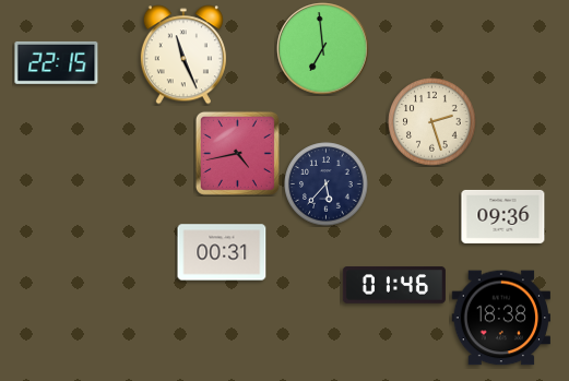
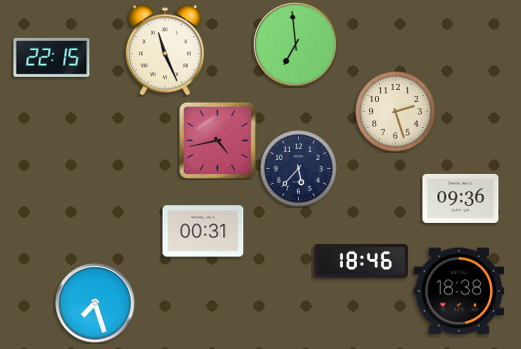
clock at (183, 55) position: (183, 55) -> (165, 50)
clock at (394, 285): 01:46 -> 18:46
clock at (95, 303): none -> 7:27
